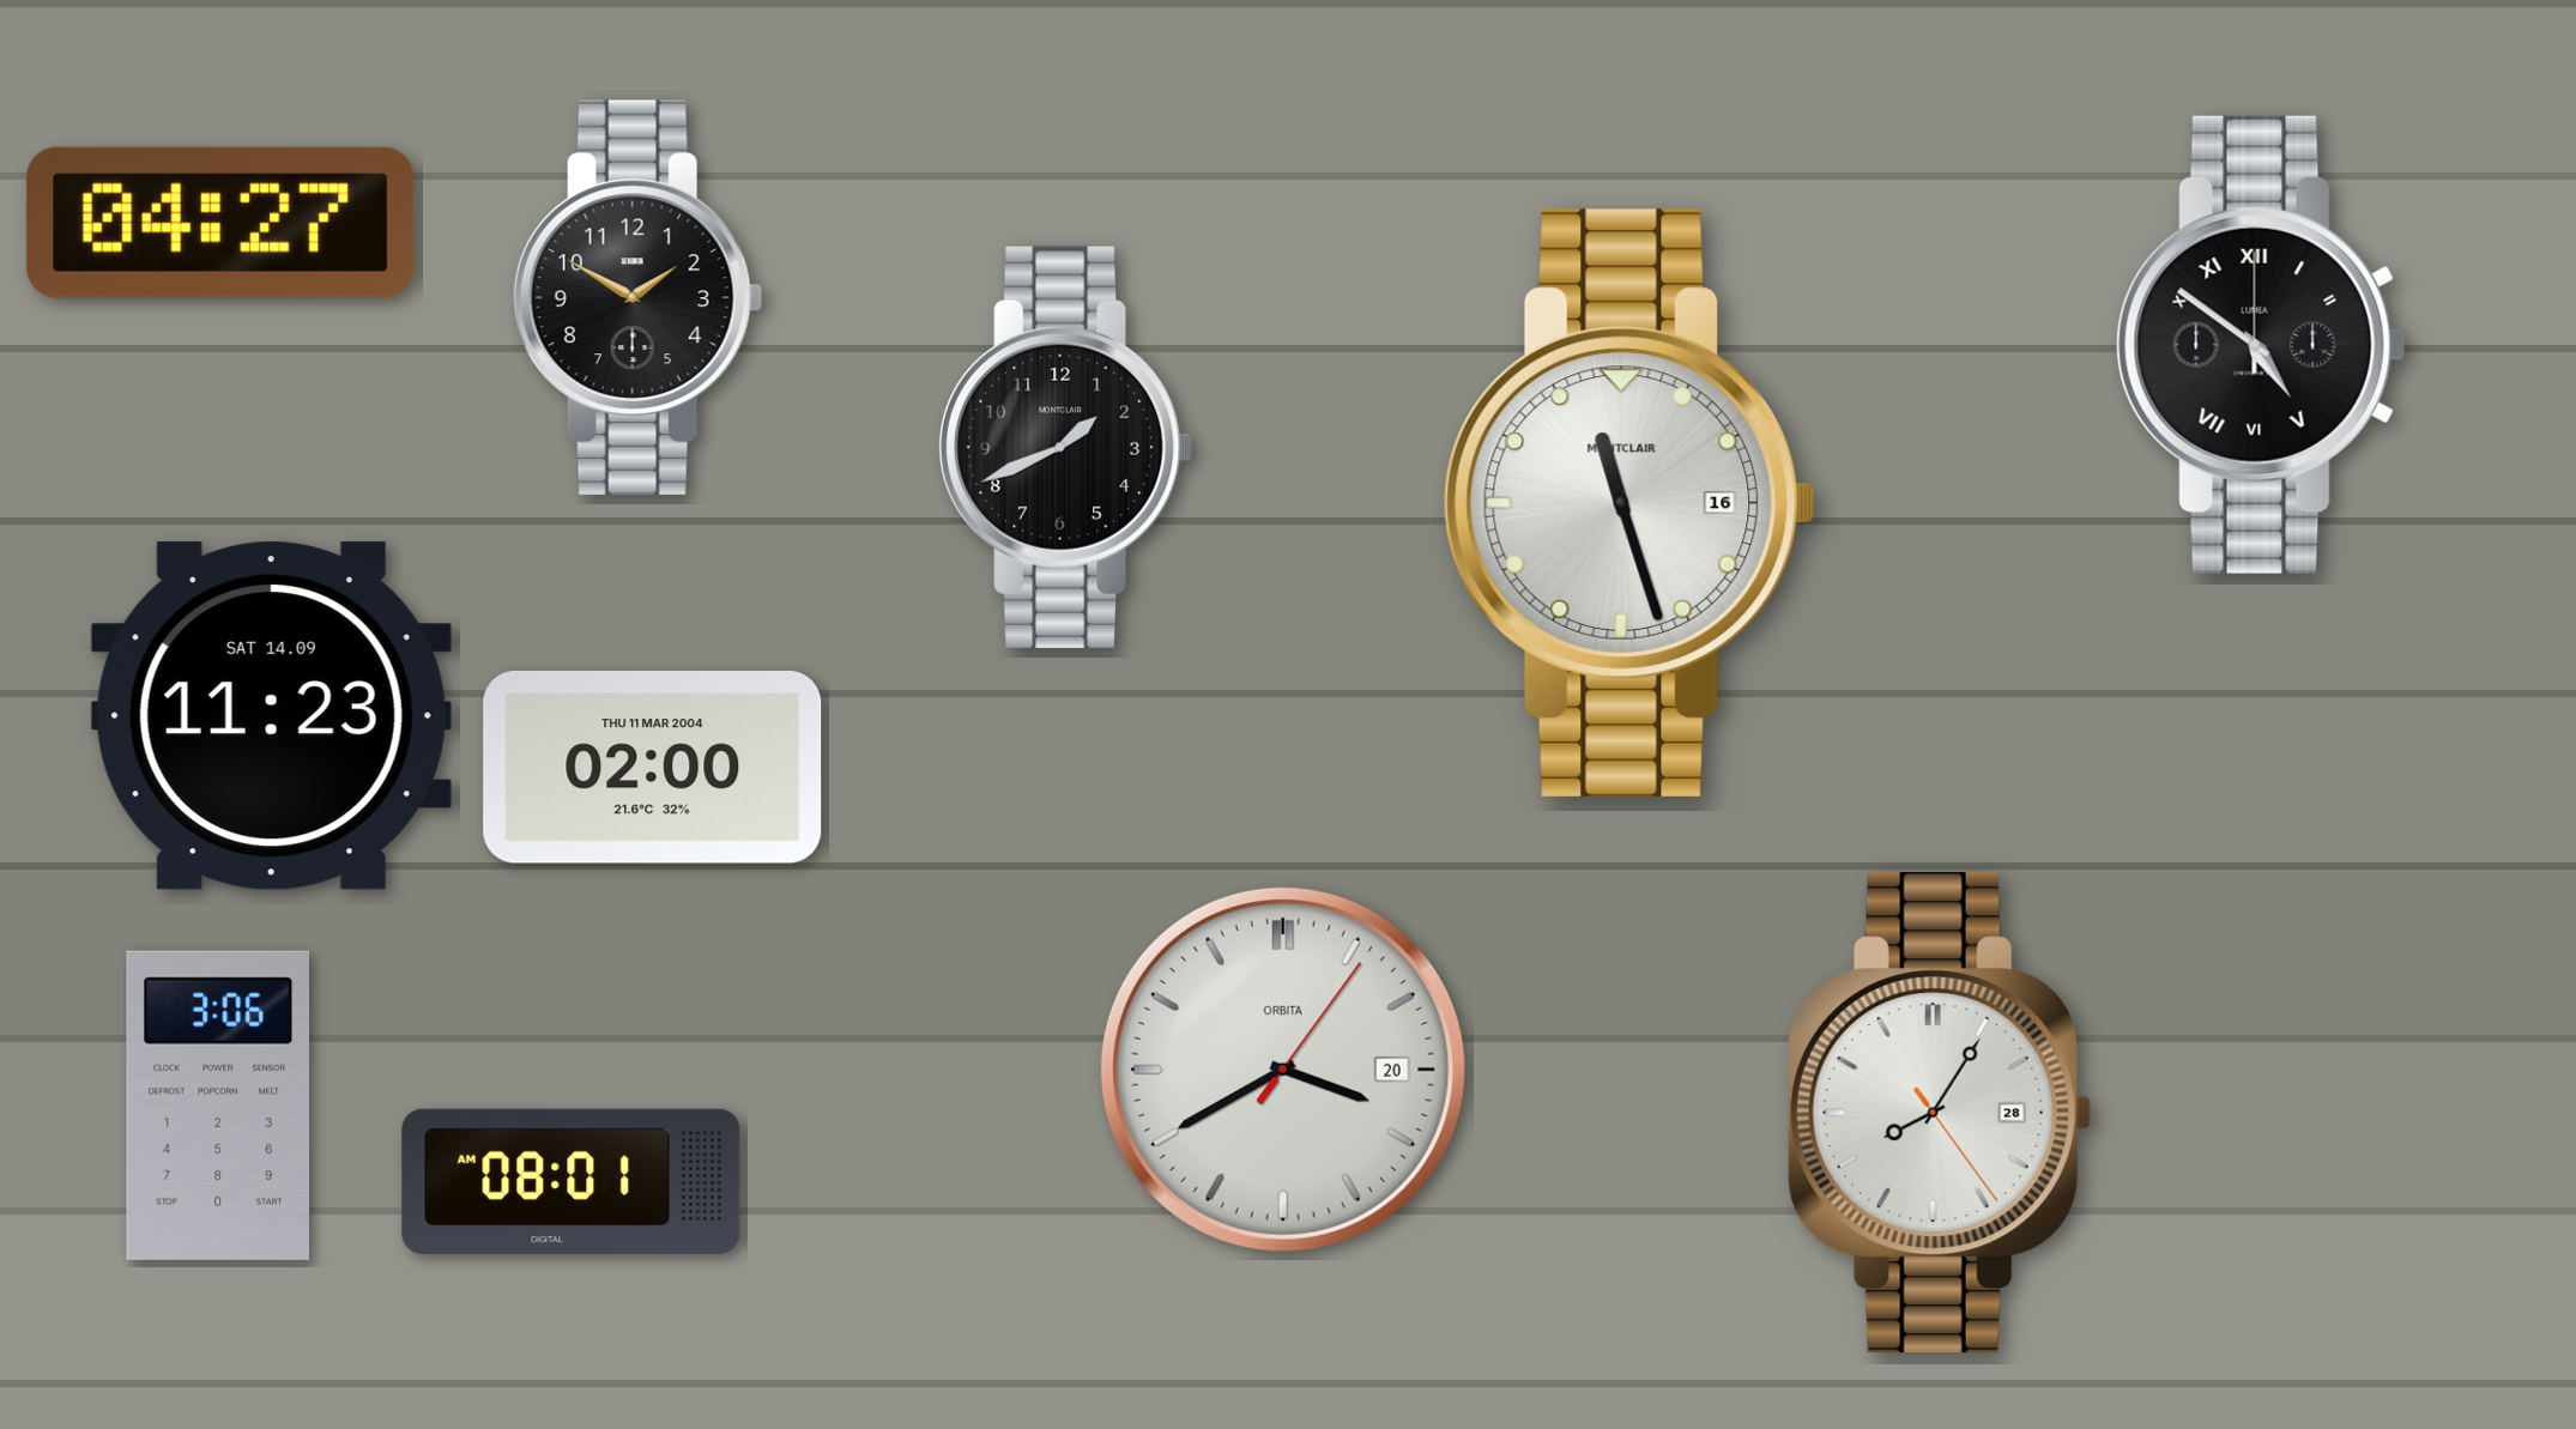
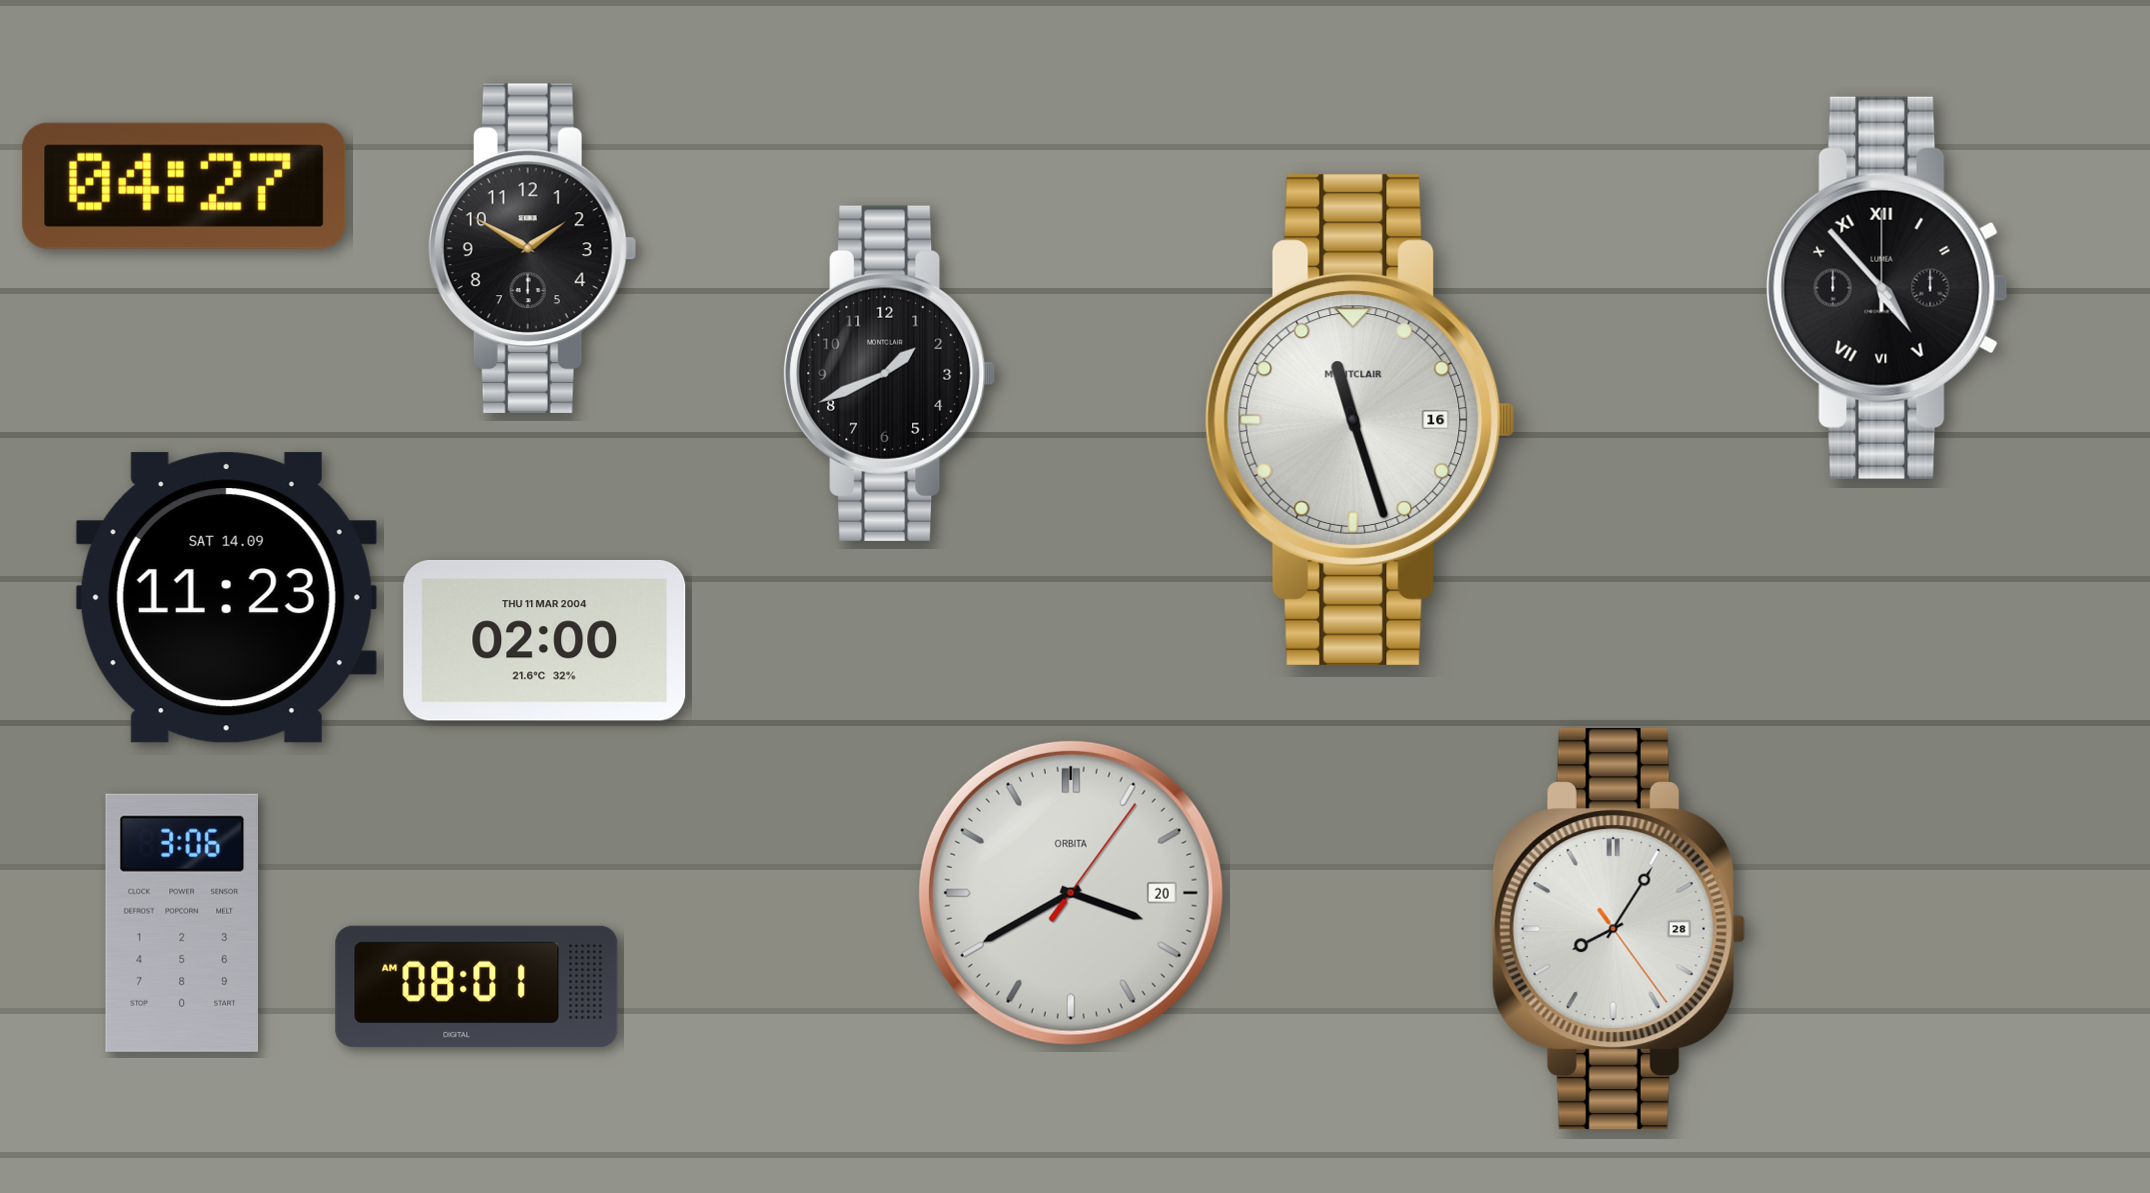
clock at (2261, 345): 4:51 -> 4:53
